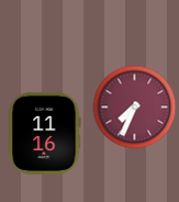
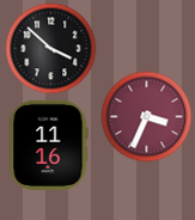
clock at (51, 49): none -> 3:52
clock at (135, 108): 7:34 -> 3:34
